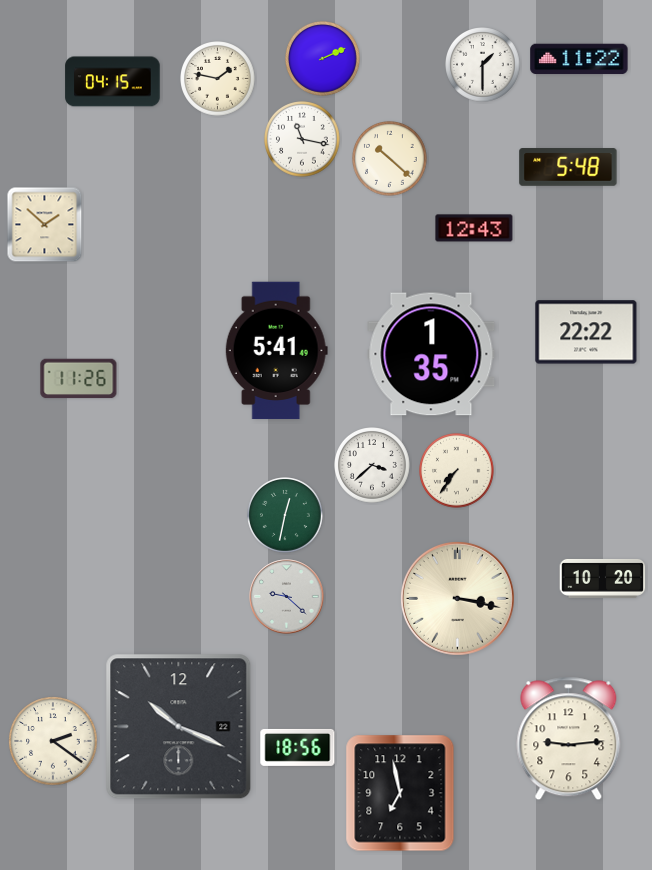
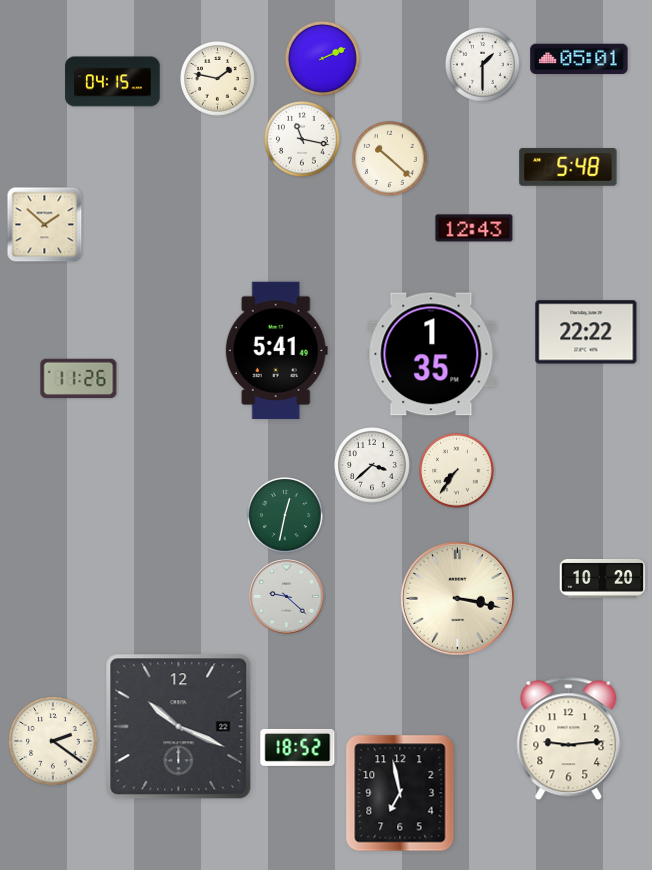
clock at (579, 59): 11:22 -> 05:01
clock at (298, 747): 18:56 -> 18:52
